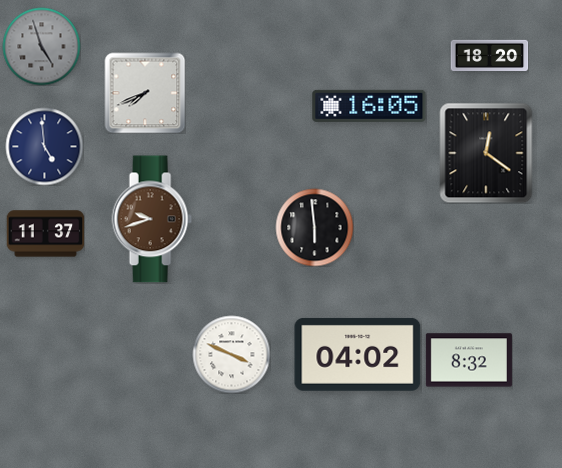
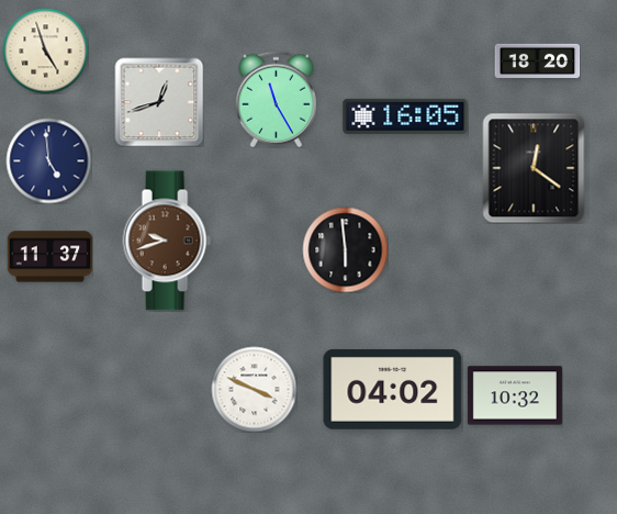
clock at (41, 46) dial: grey -> cream
clock at (276, 99): none -> 11:25
clock at (145, 93): 7:41 -> 12:42
clock at (469, 360): 8:32 -> 10:32
